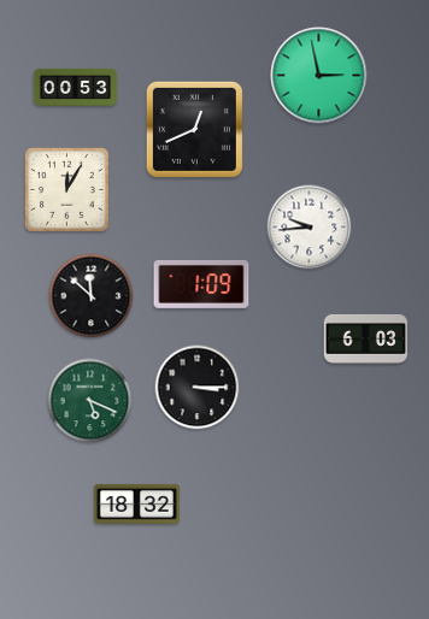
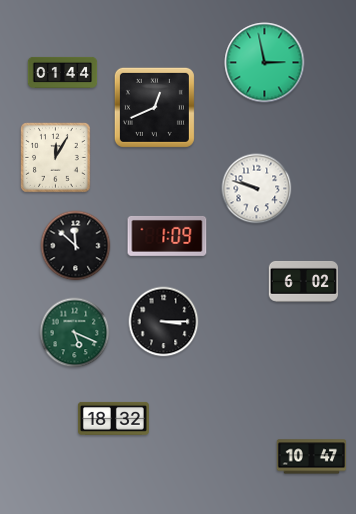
clock at (76, 87): 00:53 -> 01:44
clock at (194, 129) position: (194, 129) -> (154, 107)
clock at (310, 228): 9:44 -> 9:48
clock at (366, 338): 6:03 -> 6:02
clock at (312, 457): none -> 10:47
